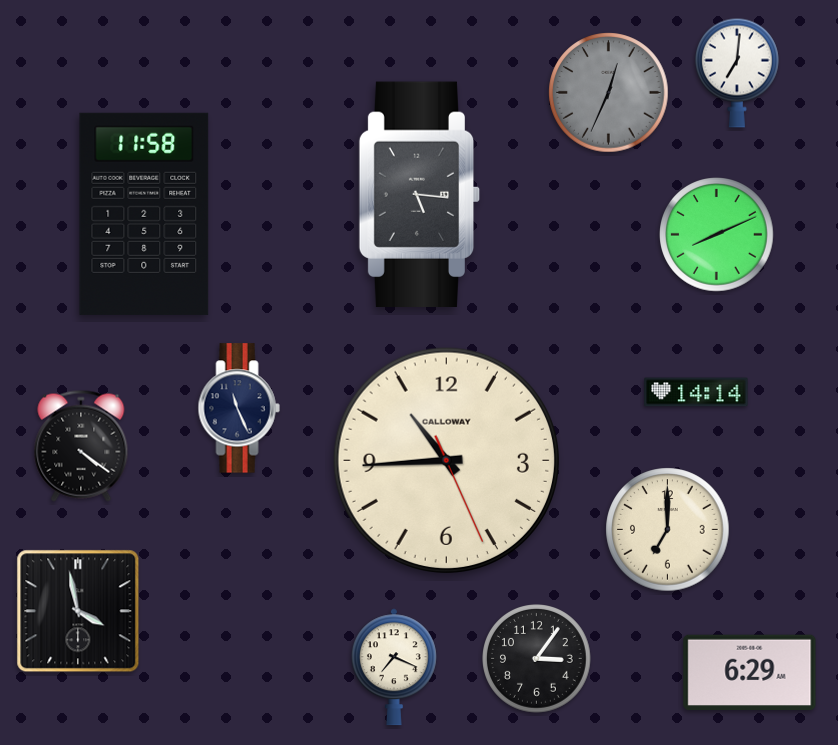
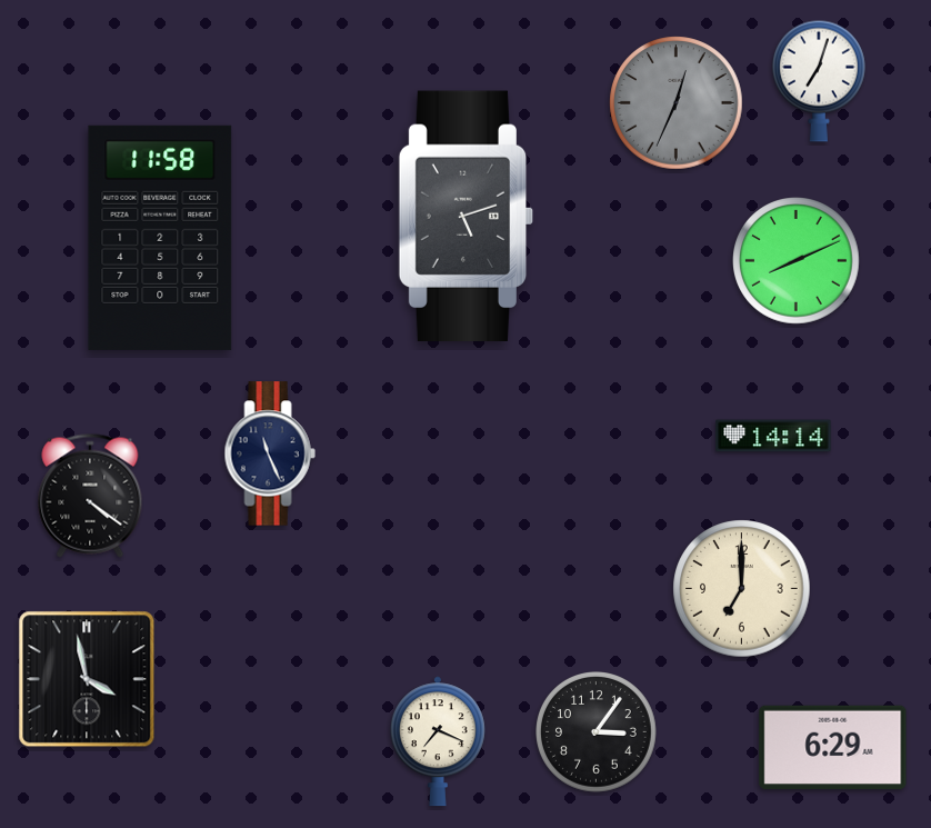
clock at (737, 73): 7:01 -> 7:03
clock at (420, 194): 5:16 -> 5:12
clock at (239, 408) position: (239, 408) -> (270, 453)
clock at (446, 460): 10:44 -> none
